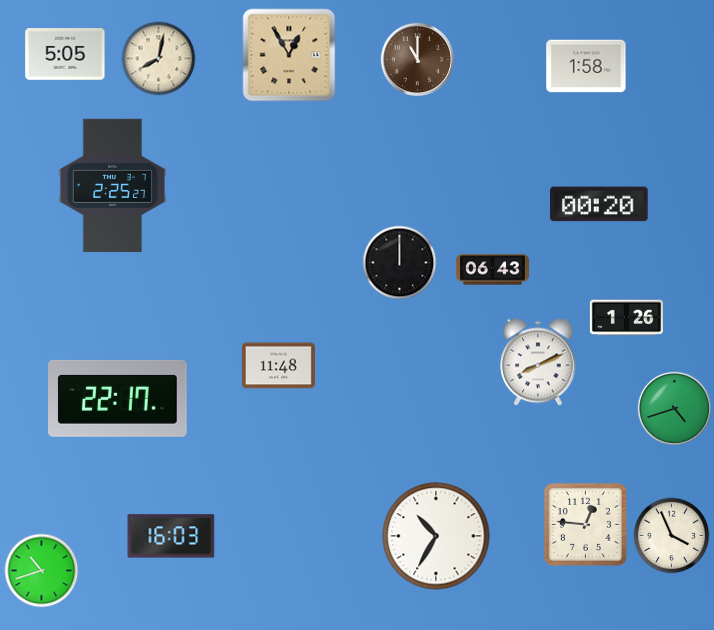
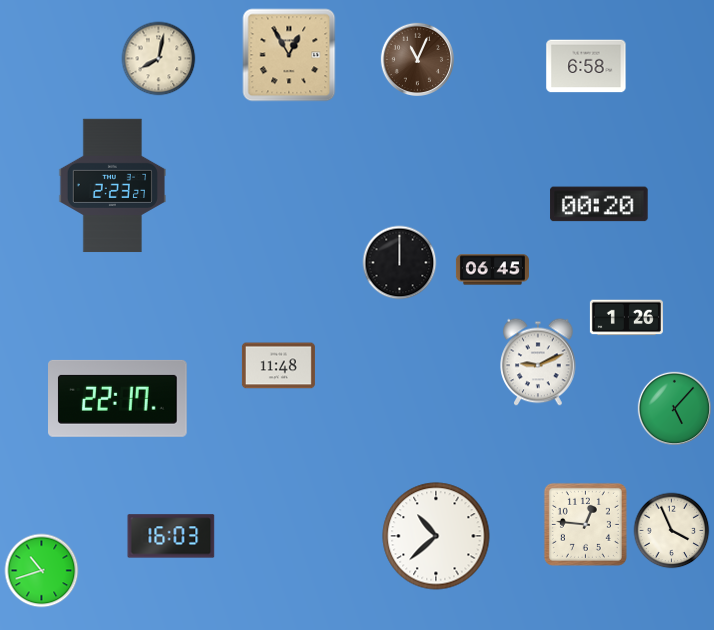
clock at (65, 54): 5:05 -> none
clock at (417, 59): 11:00 -> 11:04
clock at (586, 66): 1:58 -> 6:58
clock at (112, 186): 2:25 -> 2:23
clock at (492, 270): 06:43 -> 06:45
clock at (538, 362): 8:11 -> 9:11
clock at (674, 408): 4:42 -> 5:07
clock at (436, 536): 10:35 -> 10:38
clock at (672, 536) position: (672, 536) -> (672, 531)
